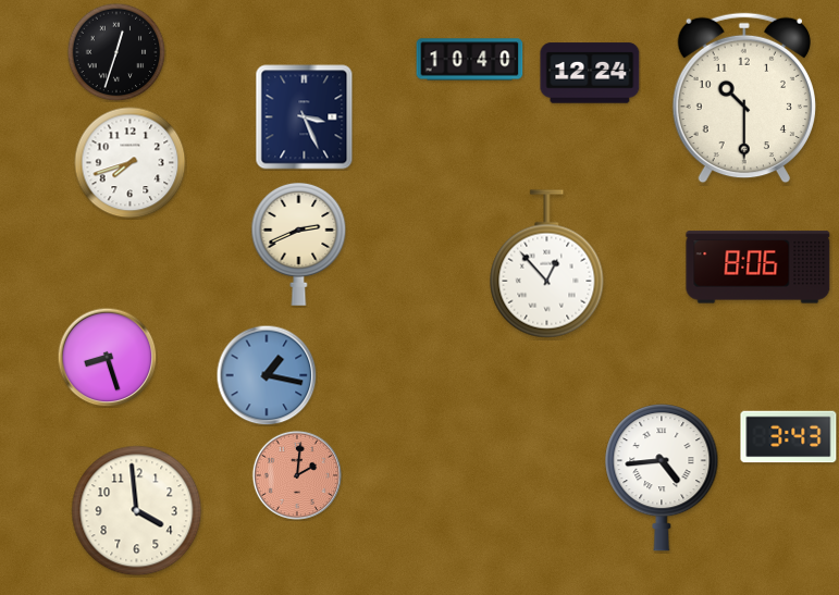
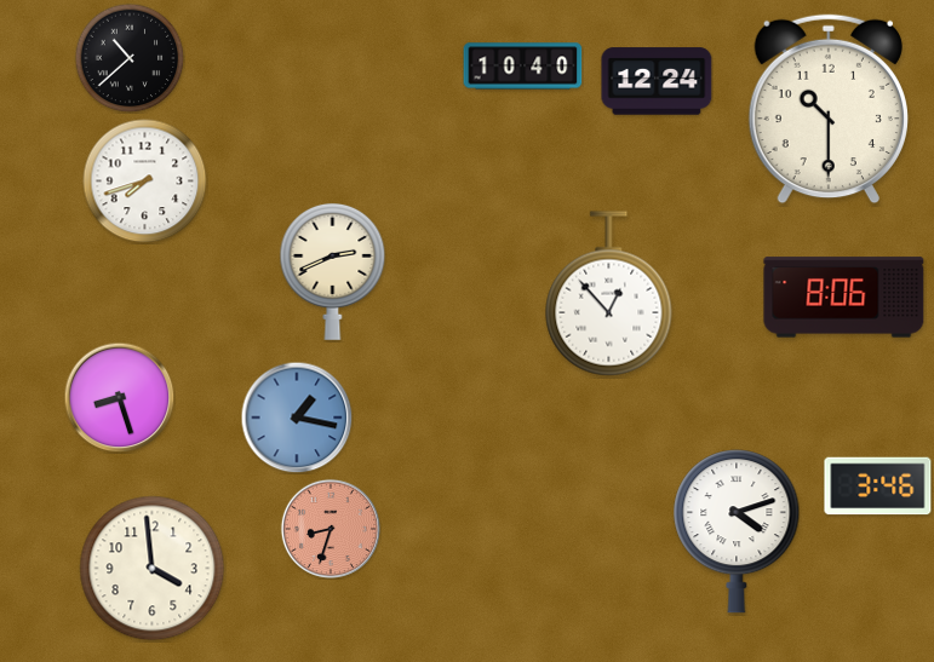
clock at (116, 52): 12:33 -> 10:38
clock at (305, 117): 3:26 -> none
clock at (789, 437): 3:43 -> 3:46
clock at (296, 474): 2:01 -> 8:33
clock at (662, 478): 4:44 -> 4:12
